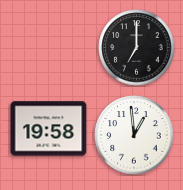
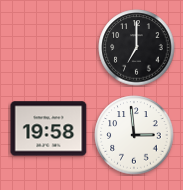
clock at (134, 135): 12:59 -> 2:59
